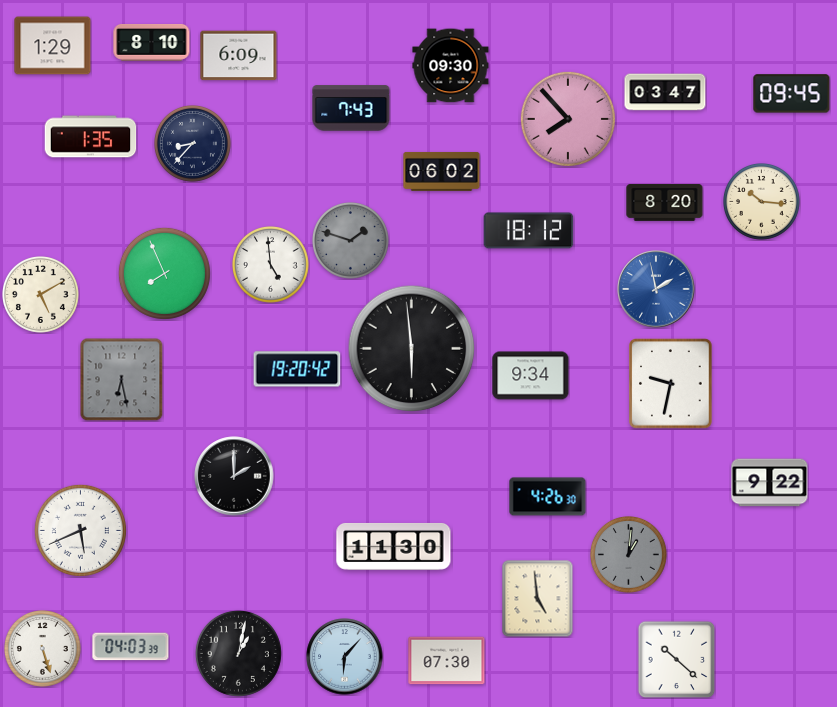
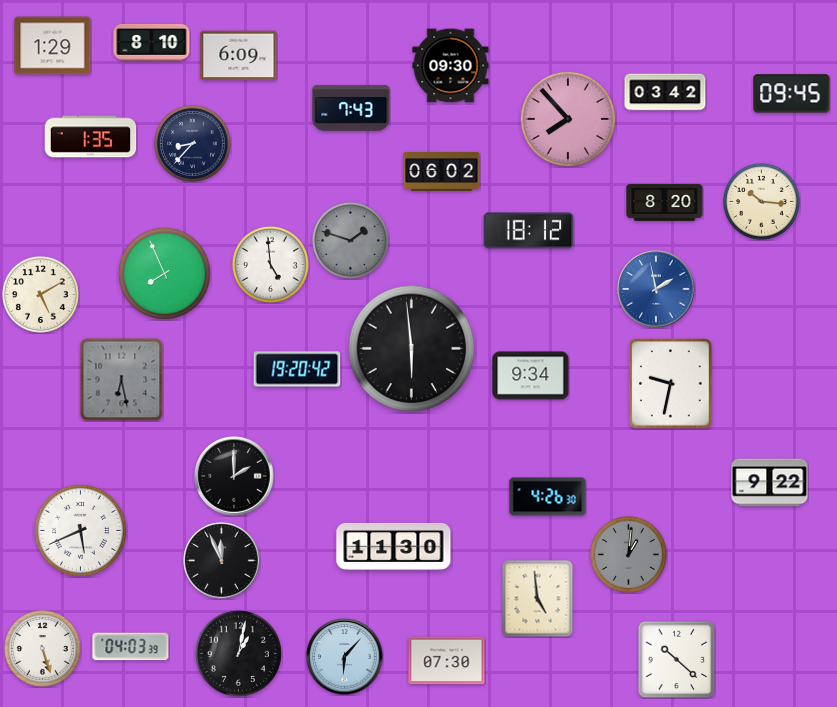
clock at (665, 92): 03:47 -> 03:42
clock at (222, 561): none -> 11:56
